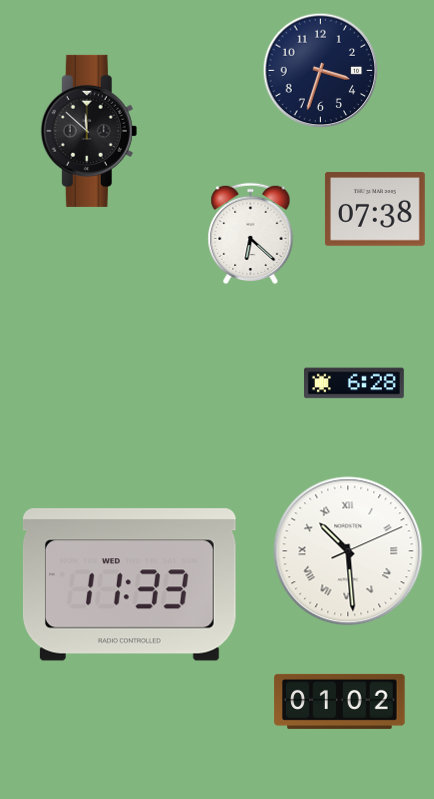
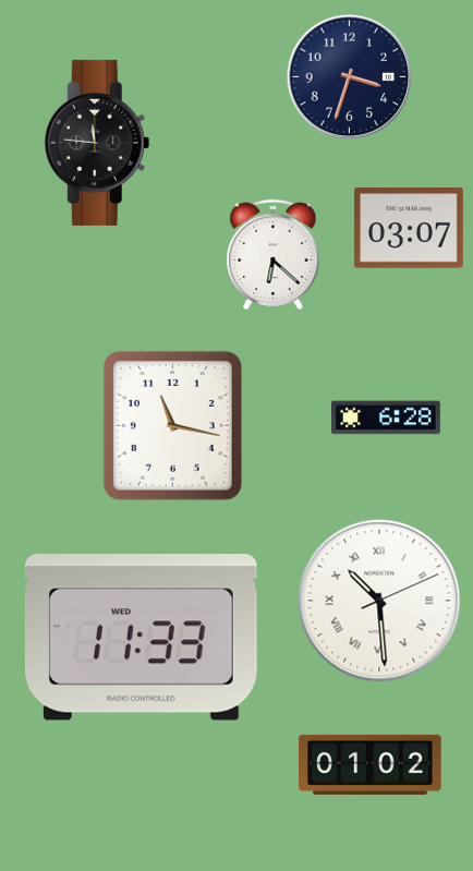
clock at (89, 131): 11:52 -> 11:46
clock at (375, 209): 07:38 -> 03:07
clock at (172, 425): none -> 11:17
